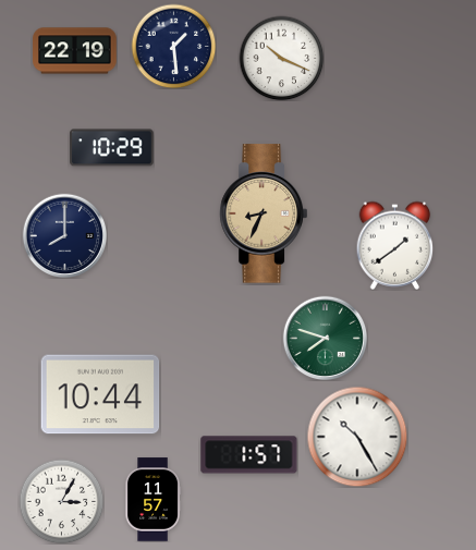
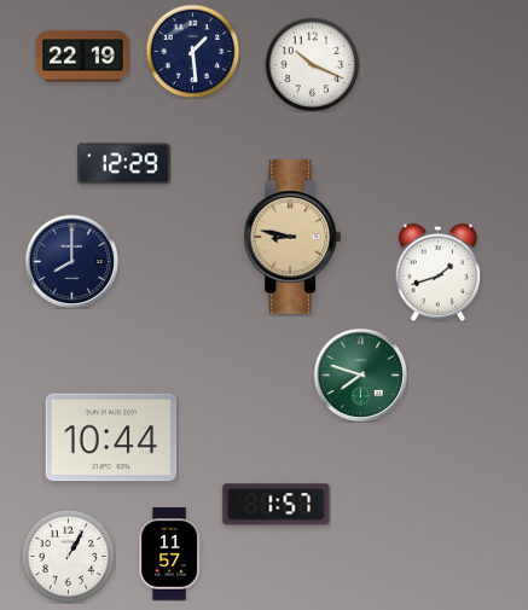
clock at (112, 148): 10:29 -> 12:29
clock at (264, 213): 8:34 -> 8:47
clock at (395, 245): 1:39 -> 1:42
clock at (357, 437): 10:25 -> none
clock at (61, 501): 3:05 -> 1:05
